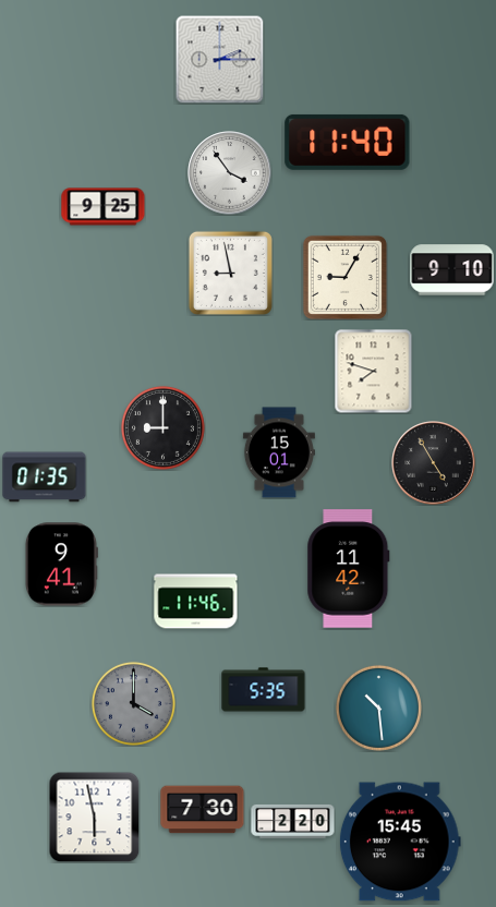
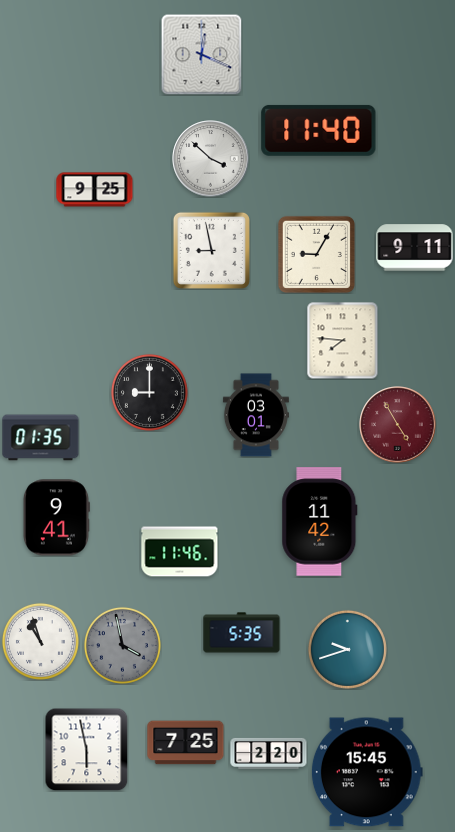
clock at (219, 59): 2:15 -> 12:19
clock at (230, 173): 3:54 -> 3:52
clock at (452, 270): 9:10 -> 9:11
clock at (374, 371): 7:48 -> 7:46
clock at (279, 452): 15:01 -> 03:01
clock at (434, 463) dial: black -> burgundy
clock at (40, 641): none -> 10:57
clock at (133, 703): 4:00 -> 3:58
clock at (378, 708): 10:29 -> 9:42
clock at (203, 810): 7:30 -> 7:25
